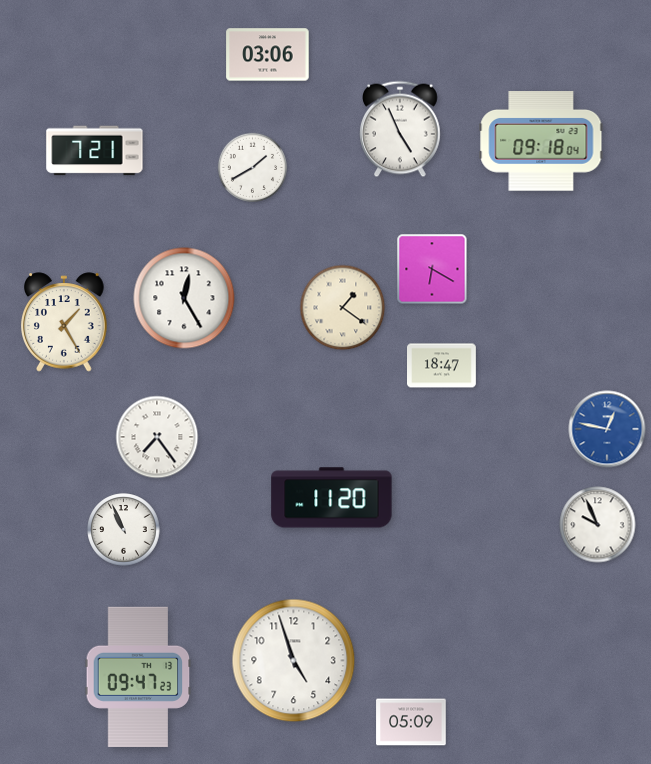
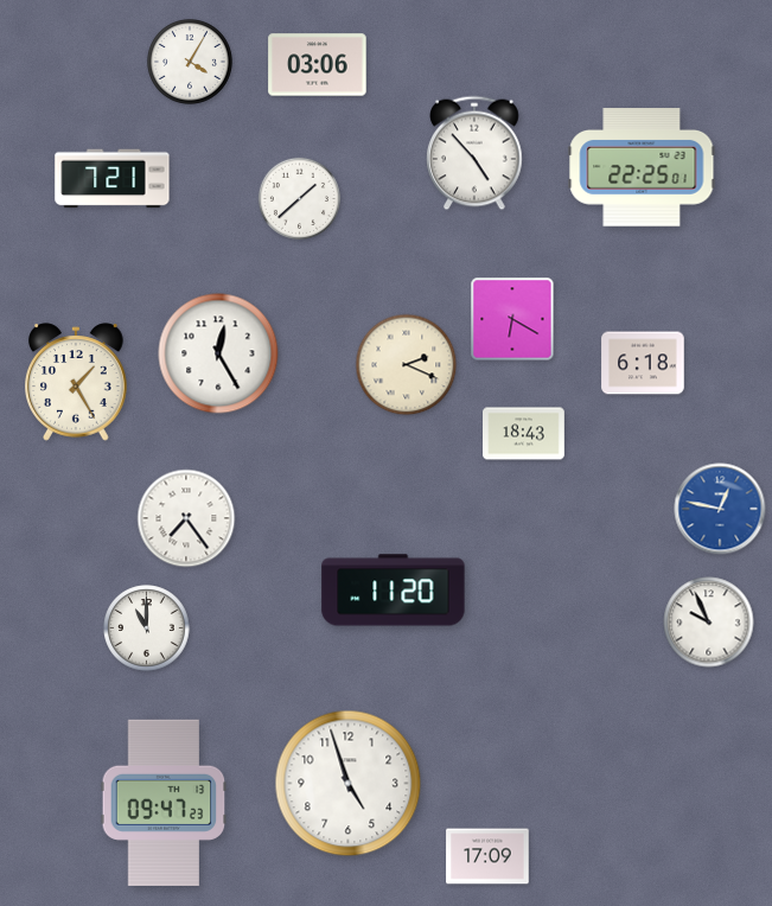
clock at (191, 63): none -> 4:05
clock at (401, 129): 4:56 -> 4:53
clock at (541, 142): 09:18 -> 22:25
clock at (252, 167): 1:40 -> 1:38
clock at (643, 363): none -> 6:18
clock at (343, 308): 1:21 -> 2:19
clock at (442, 366): 18:47 -> 18:43
clock at (124, 530): 10:56 -> 11:00
clock at (411, 722): 05:09 -> 17:09
